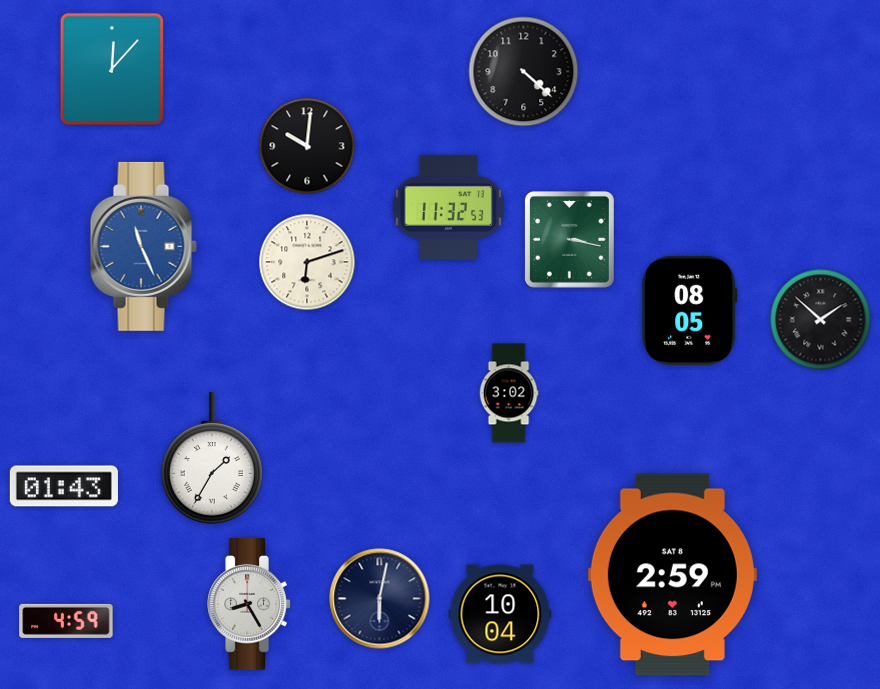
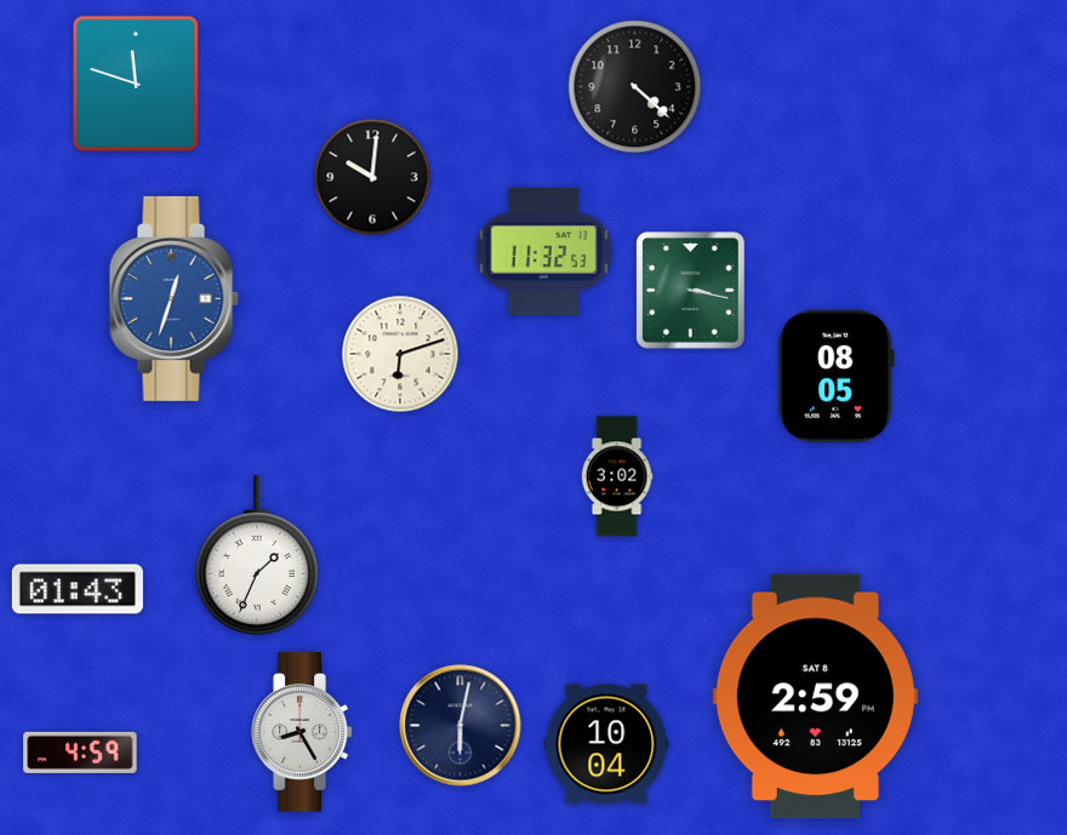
clock at (112, 69): 12:07 -> 11:48
clock at (143, 246): 11:26 -> 12:33
clock at (307, 262) position: (307, 262) -> (400, 354)
clock at (821, 320): 1:52 -> none
clock at (212, 458): 1:35 -> 1:34
